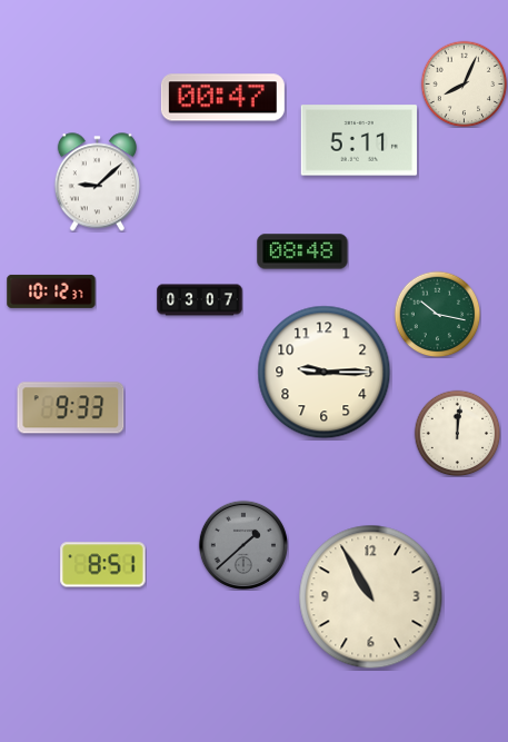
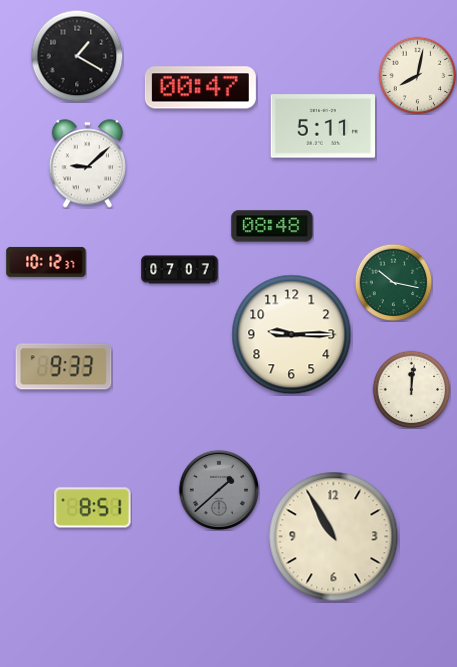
clock at (77, 56): none -> 1:20
clock at (464, 83): 8:04 -> 8:02
clock at (200, 300): 03:07 -> 07:07
